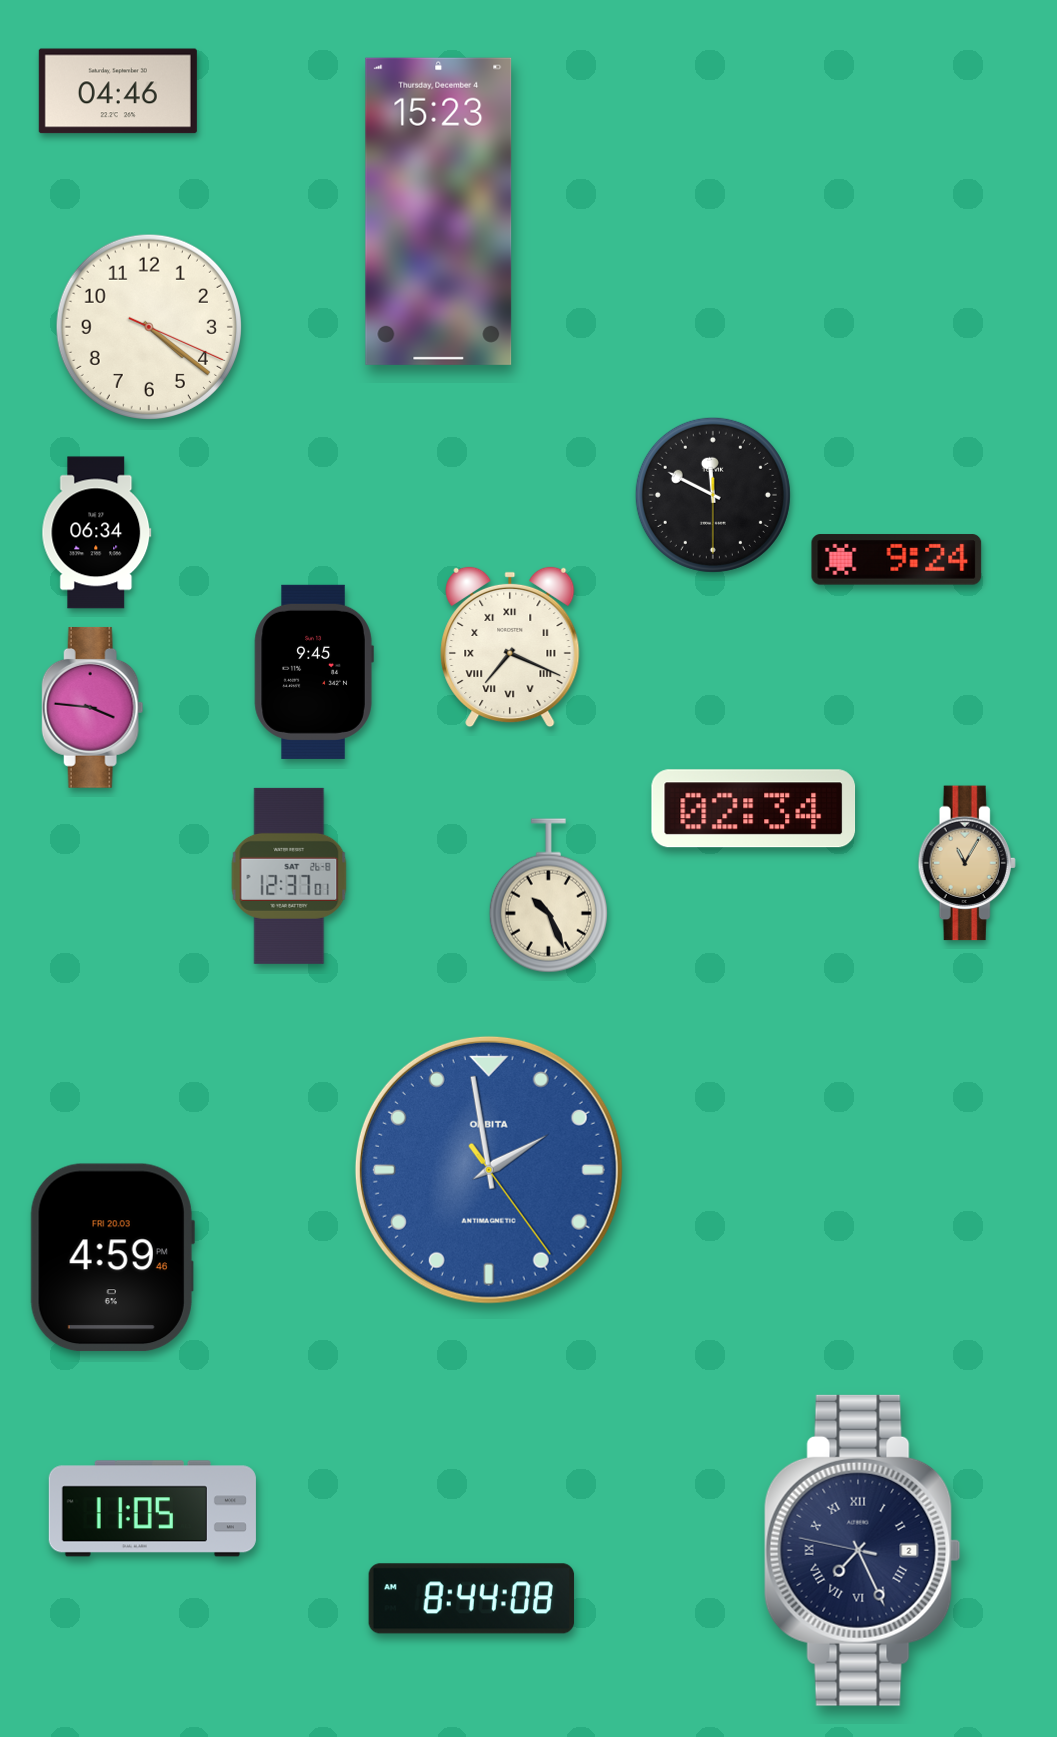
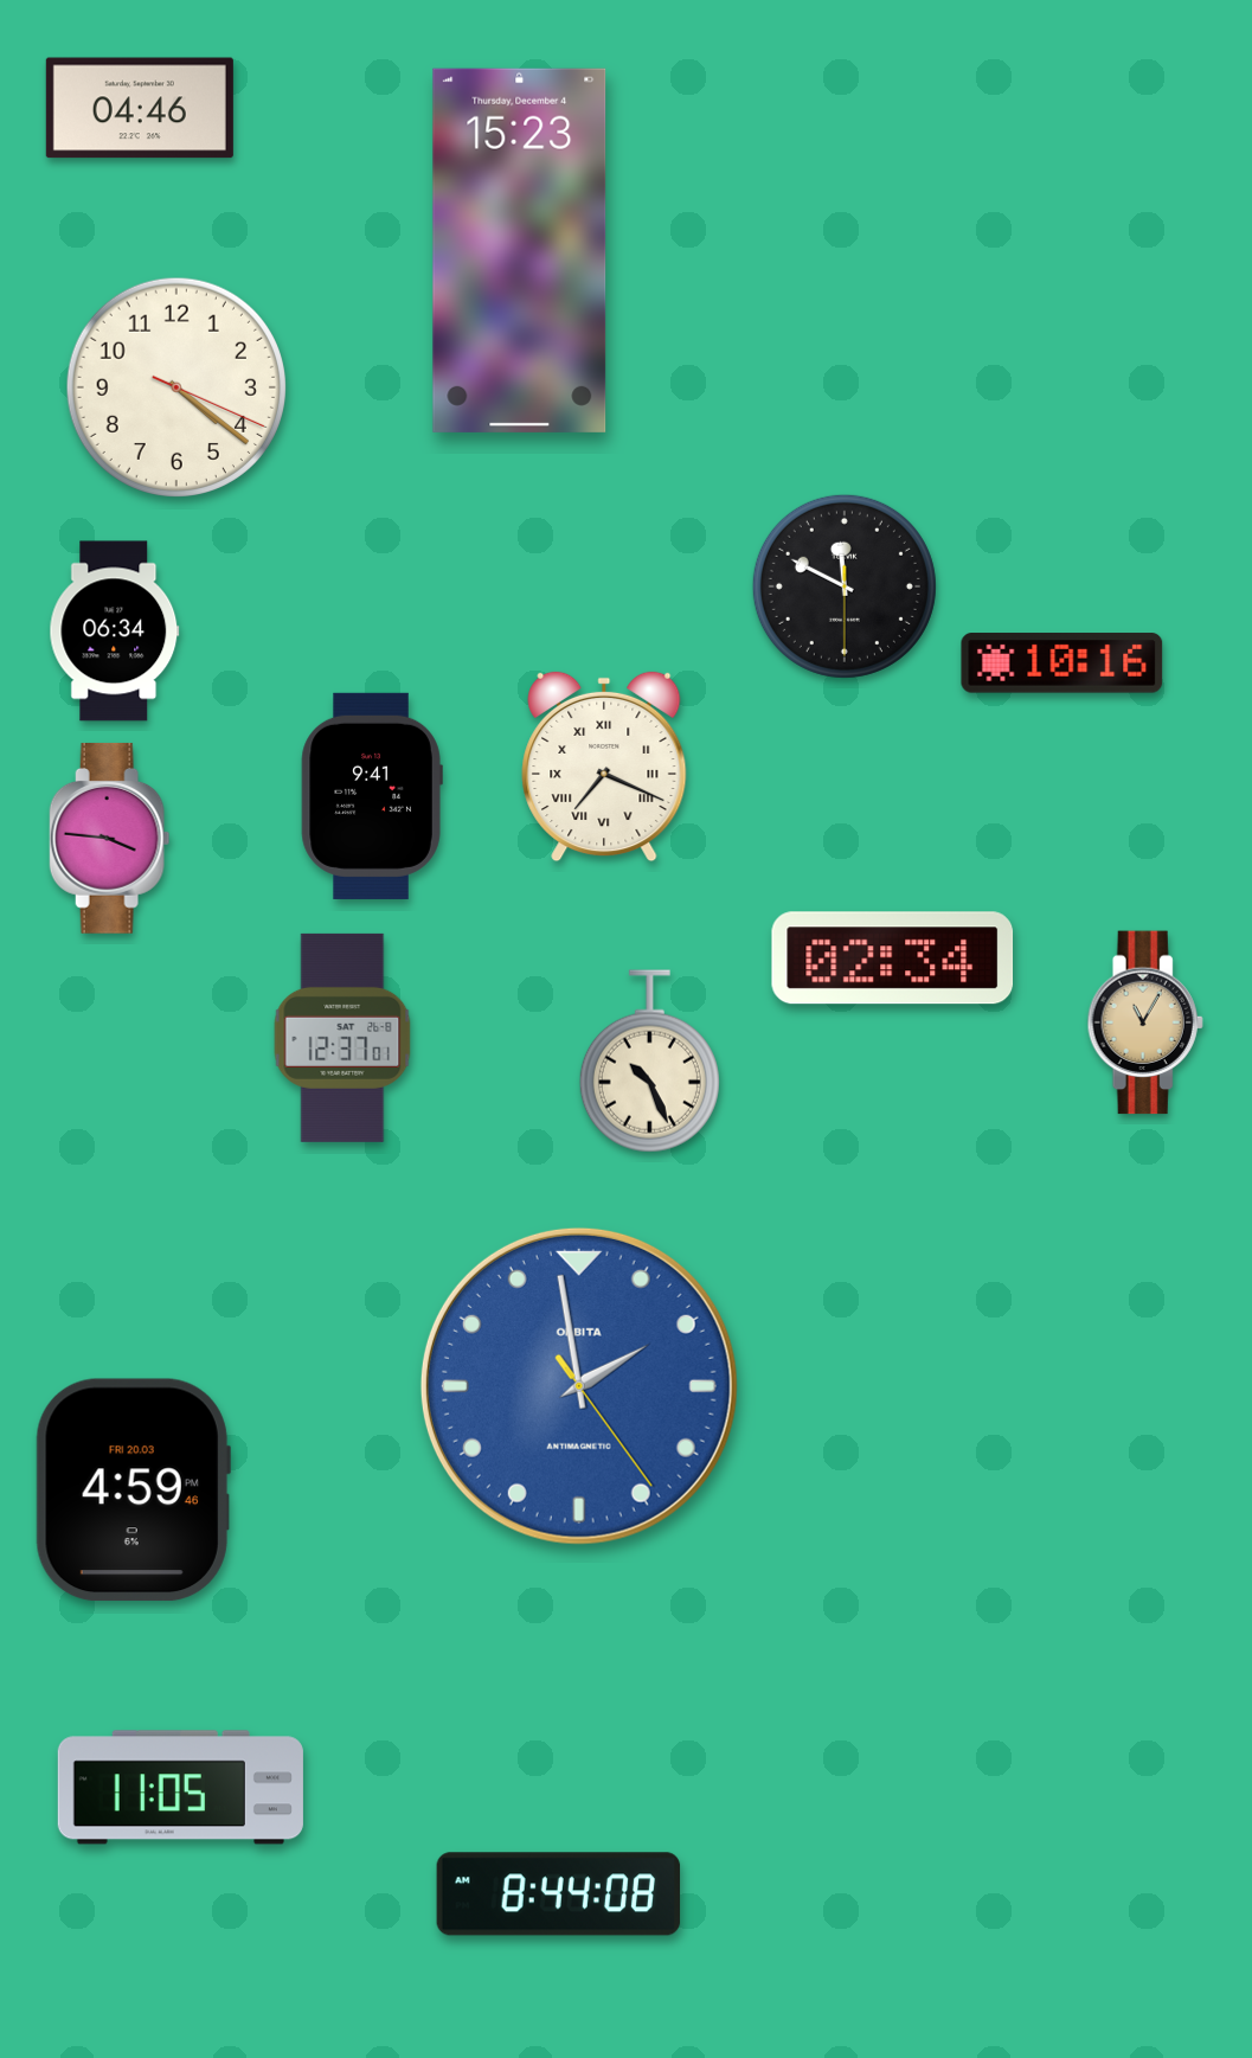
clock at (897, 560): 9:24 -> 10:16
clock at (314, 672): 9:45 -> 9:41
clock at (862, 1550): 7:25 -> none
